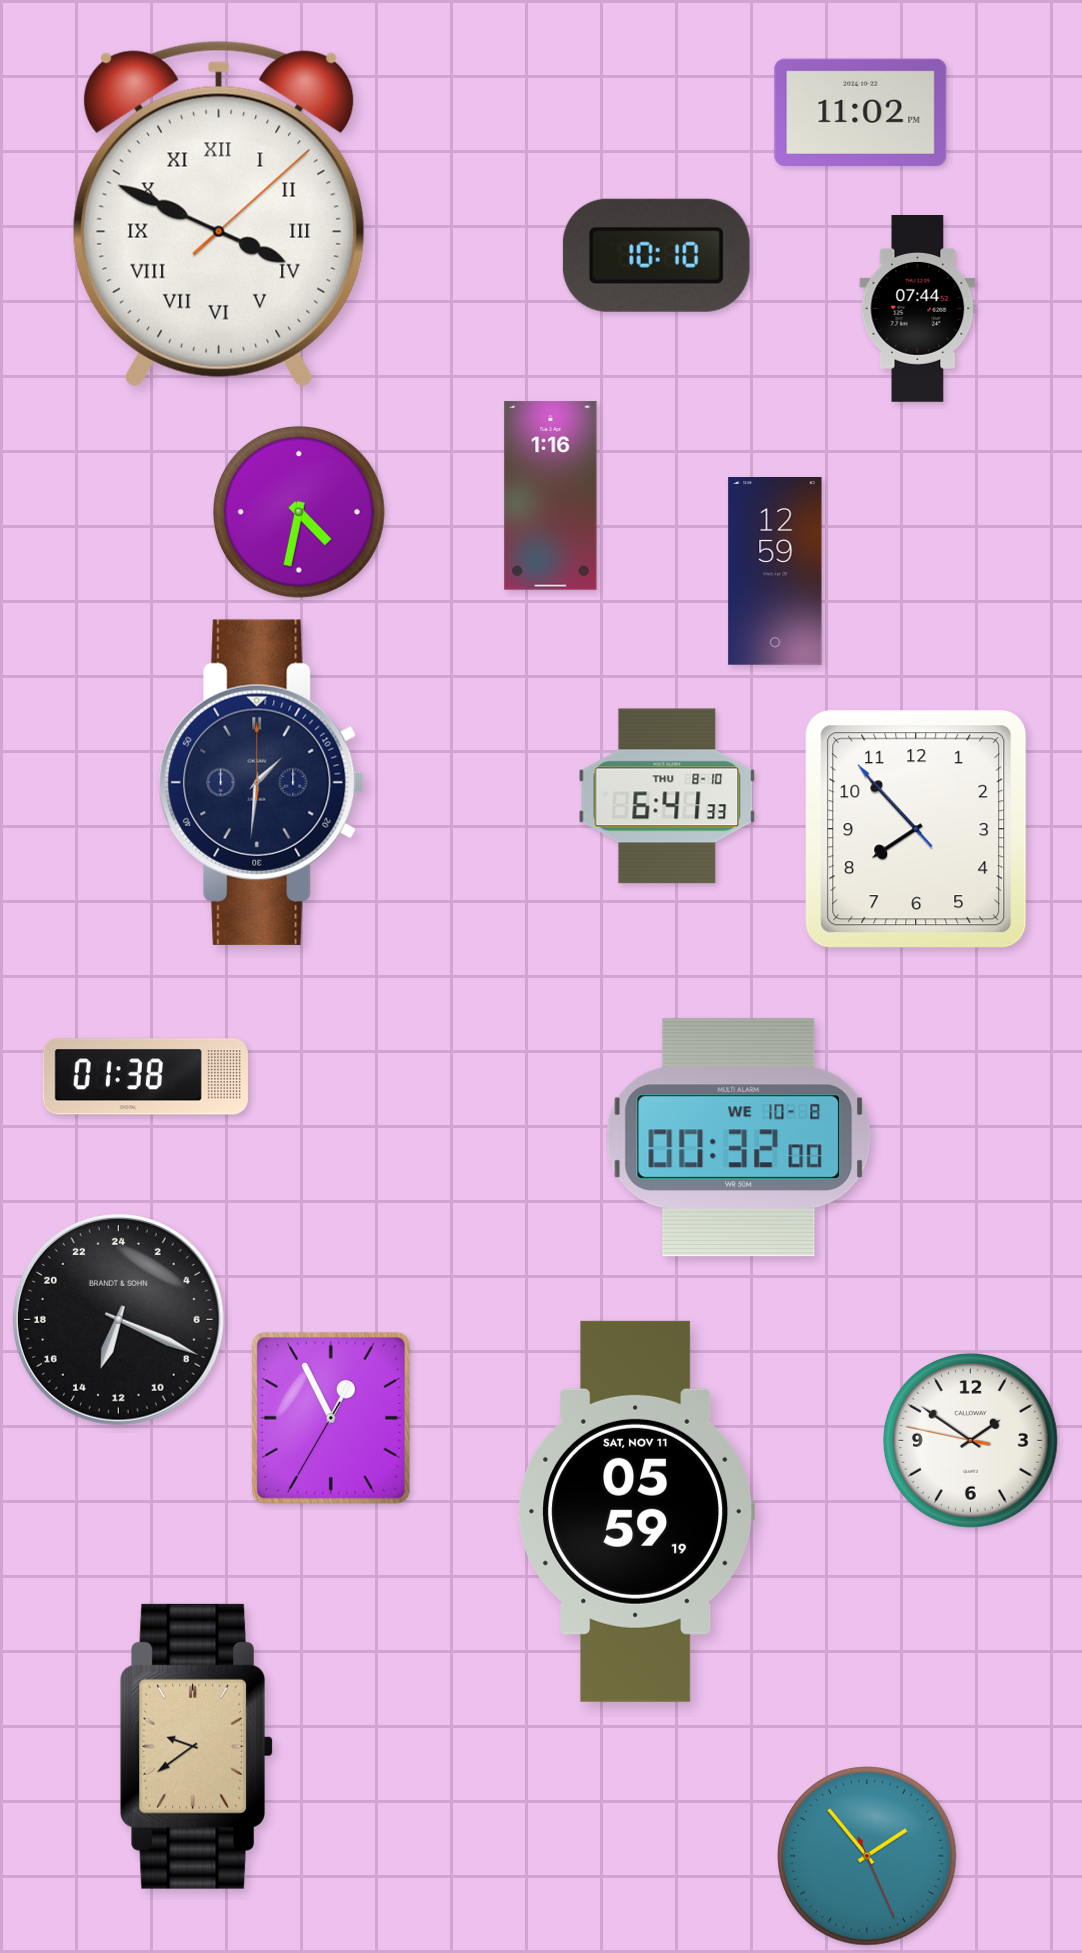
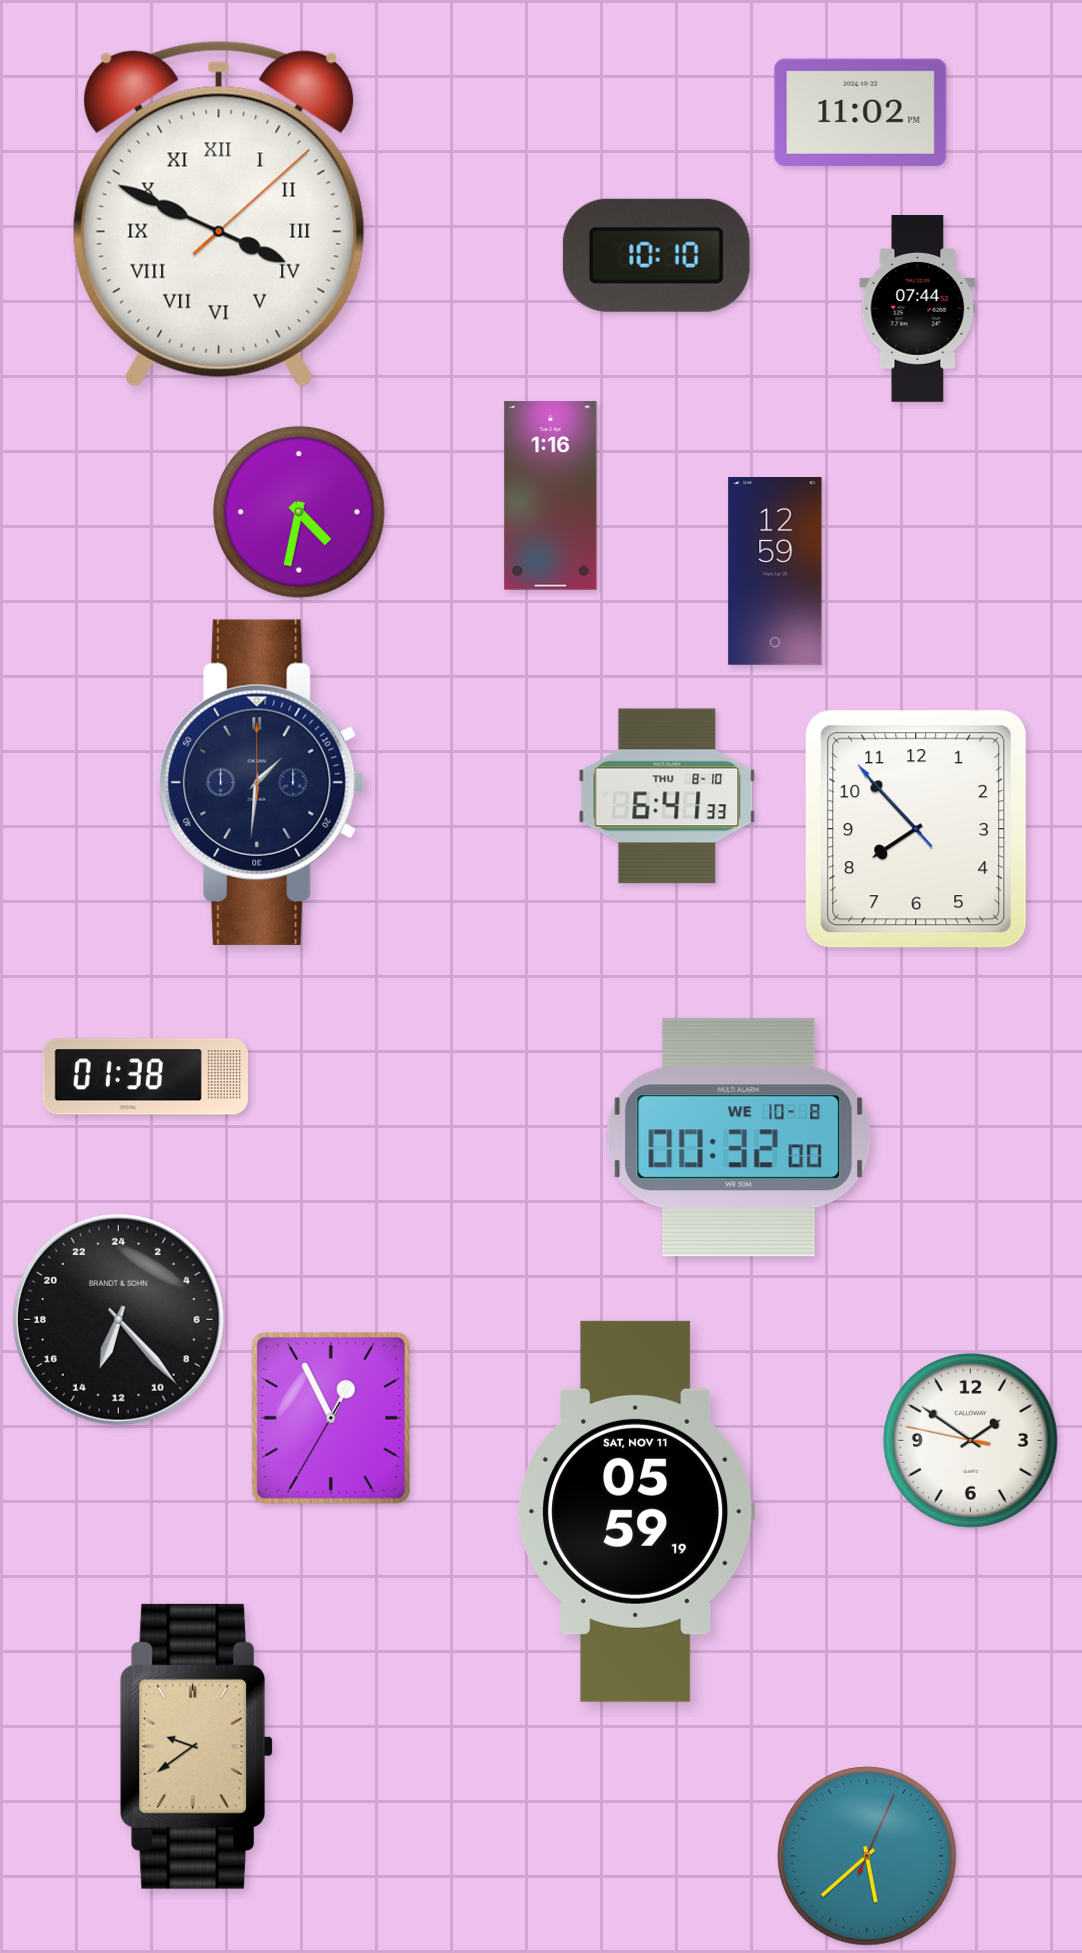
clock at (118, 1319): 13:19 -> 13:23
clock at (867, 1856): 1:53 -> 5:38
